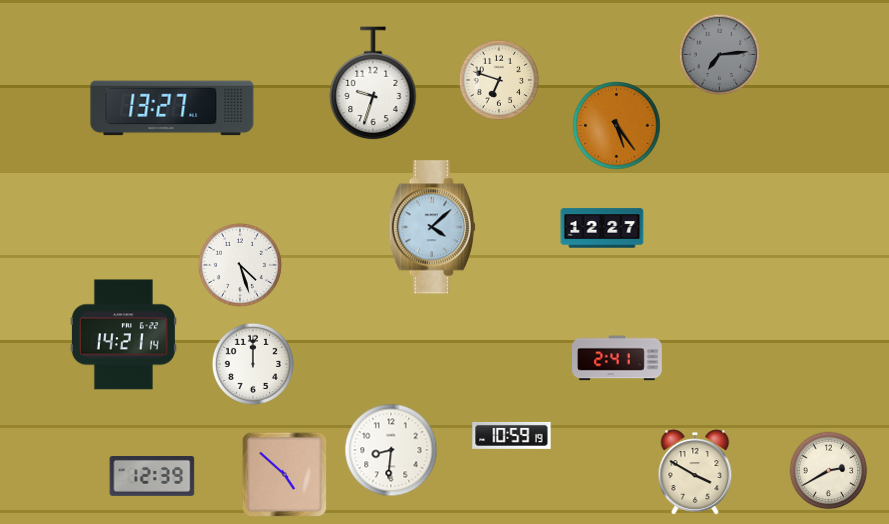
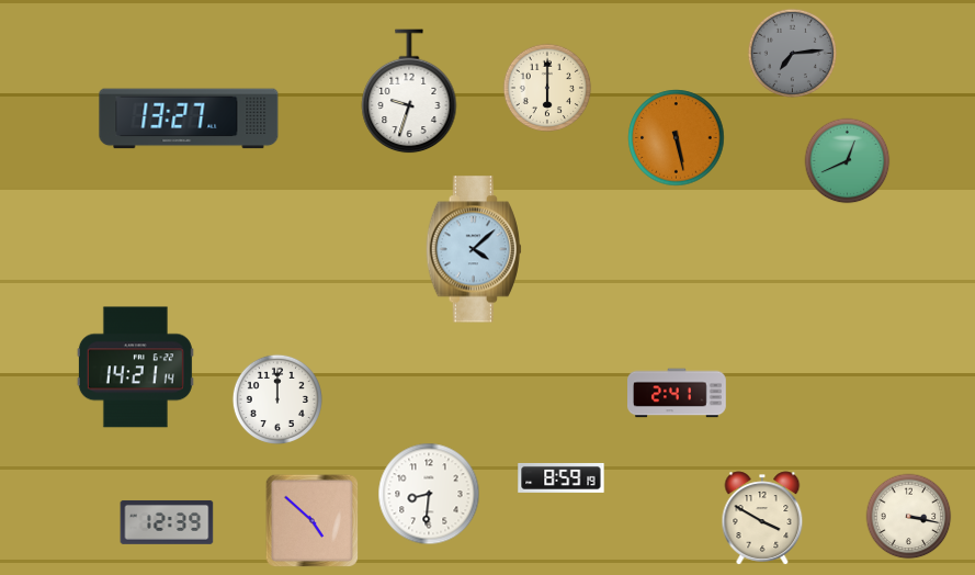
clock at (719, 54) position: (719, 54) -> (792, 53)
clock at (499, 80): 6:48 -> 6:00
clock at (617, 126): 5:24 -> 5:28
clock at (848, 161): none -> 12:41
clock at (602, 228): 12:27 -> none
clock at (240, 265): 4:27 -> none
clock at (512, 435): 10:59 -> 8:59
clock at (829, 471): 2:40 -> 3:17
